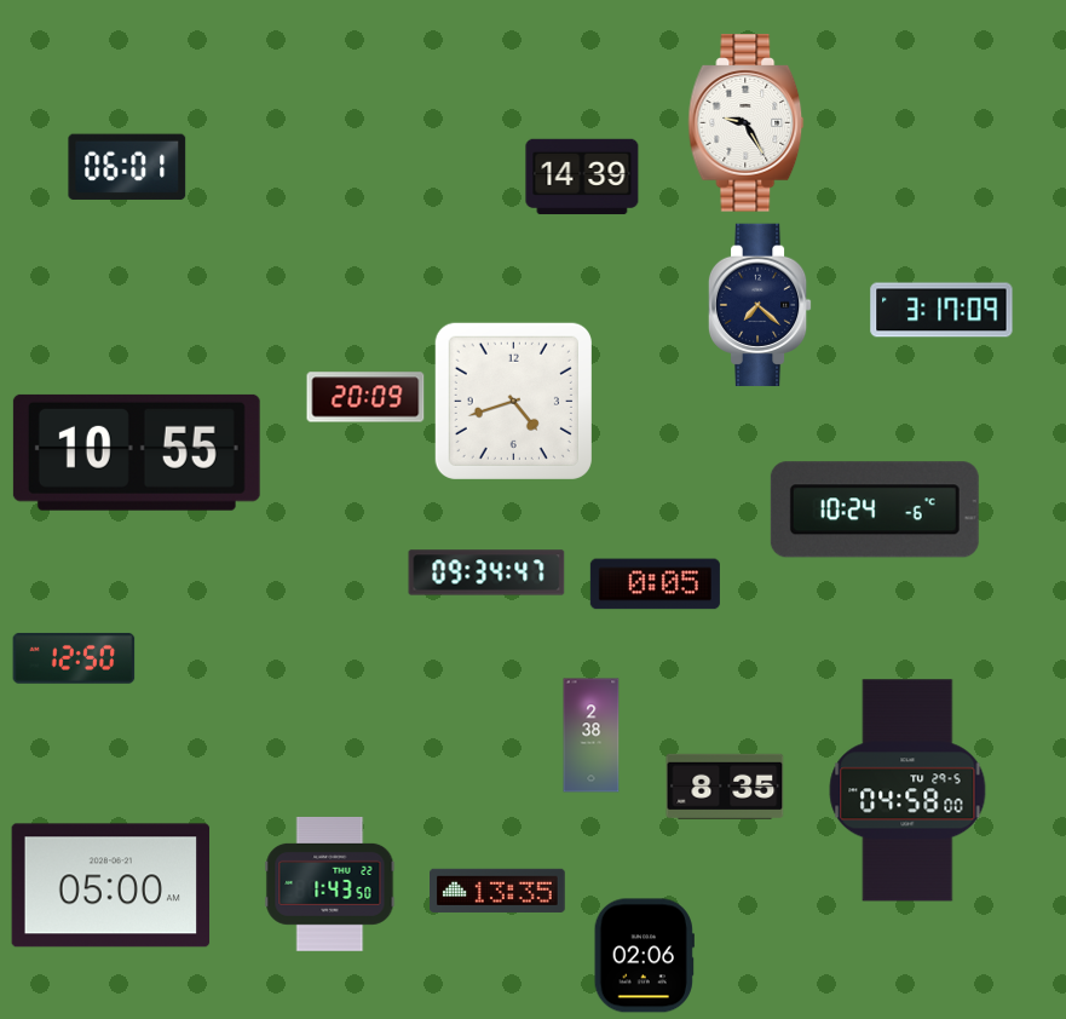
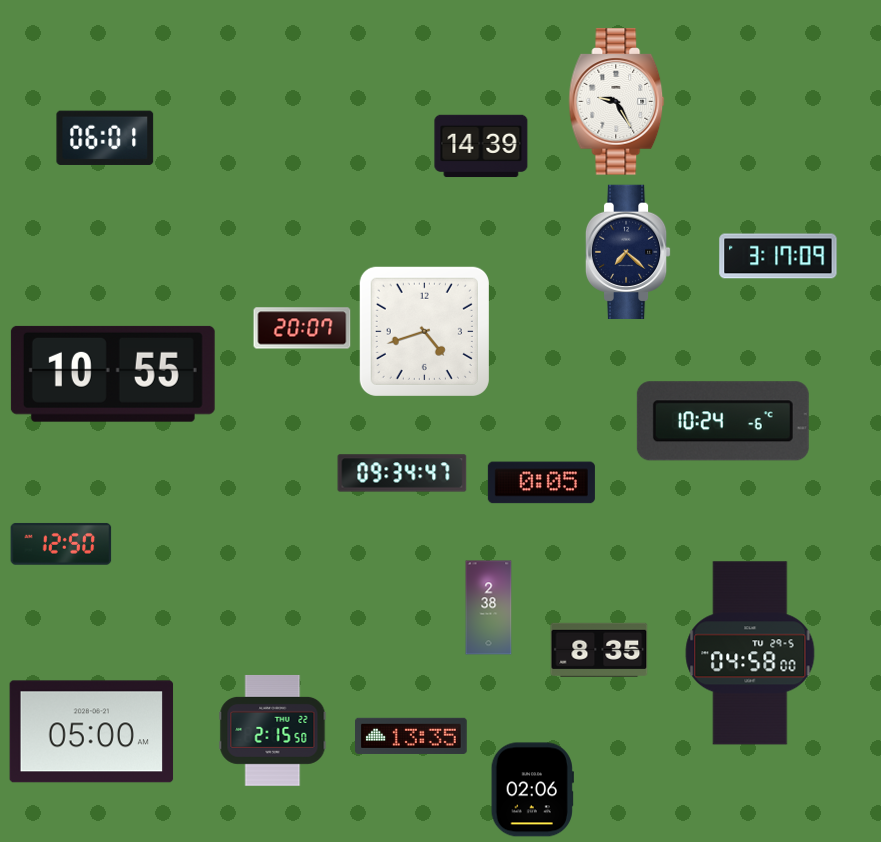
clock at (365, 397): 20:09 -> 20:07
clock at (330, 883): 1:43 -> 2:15
